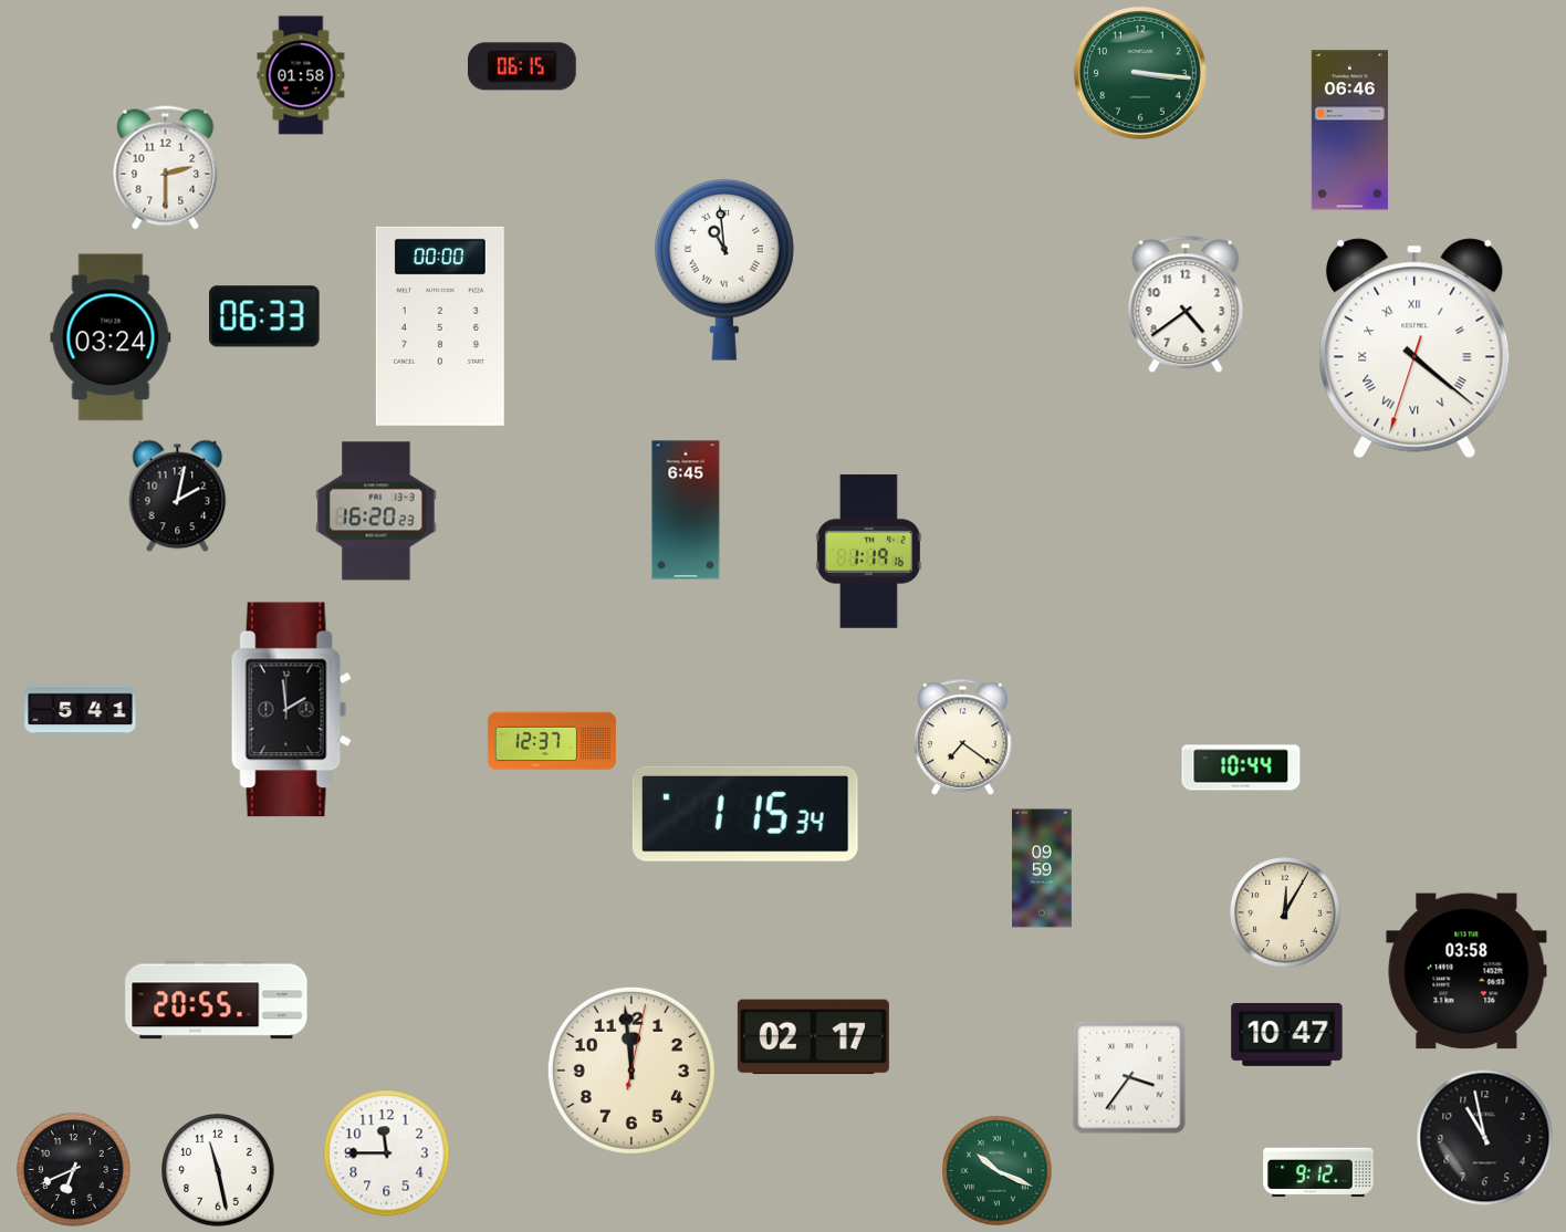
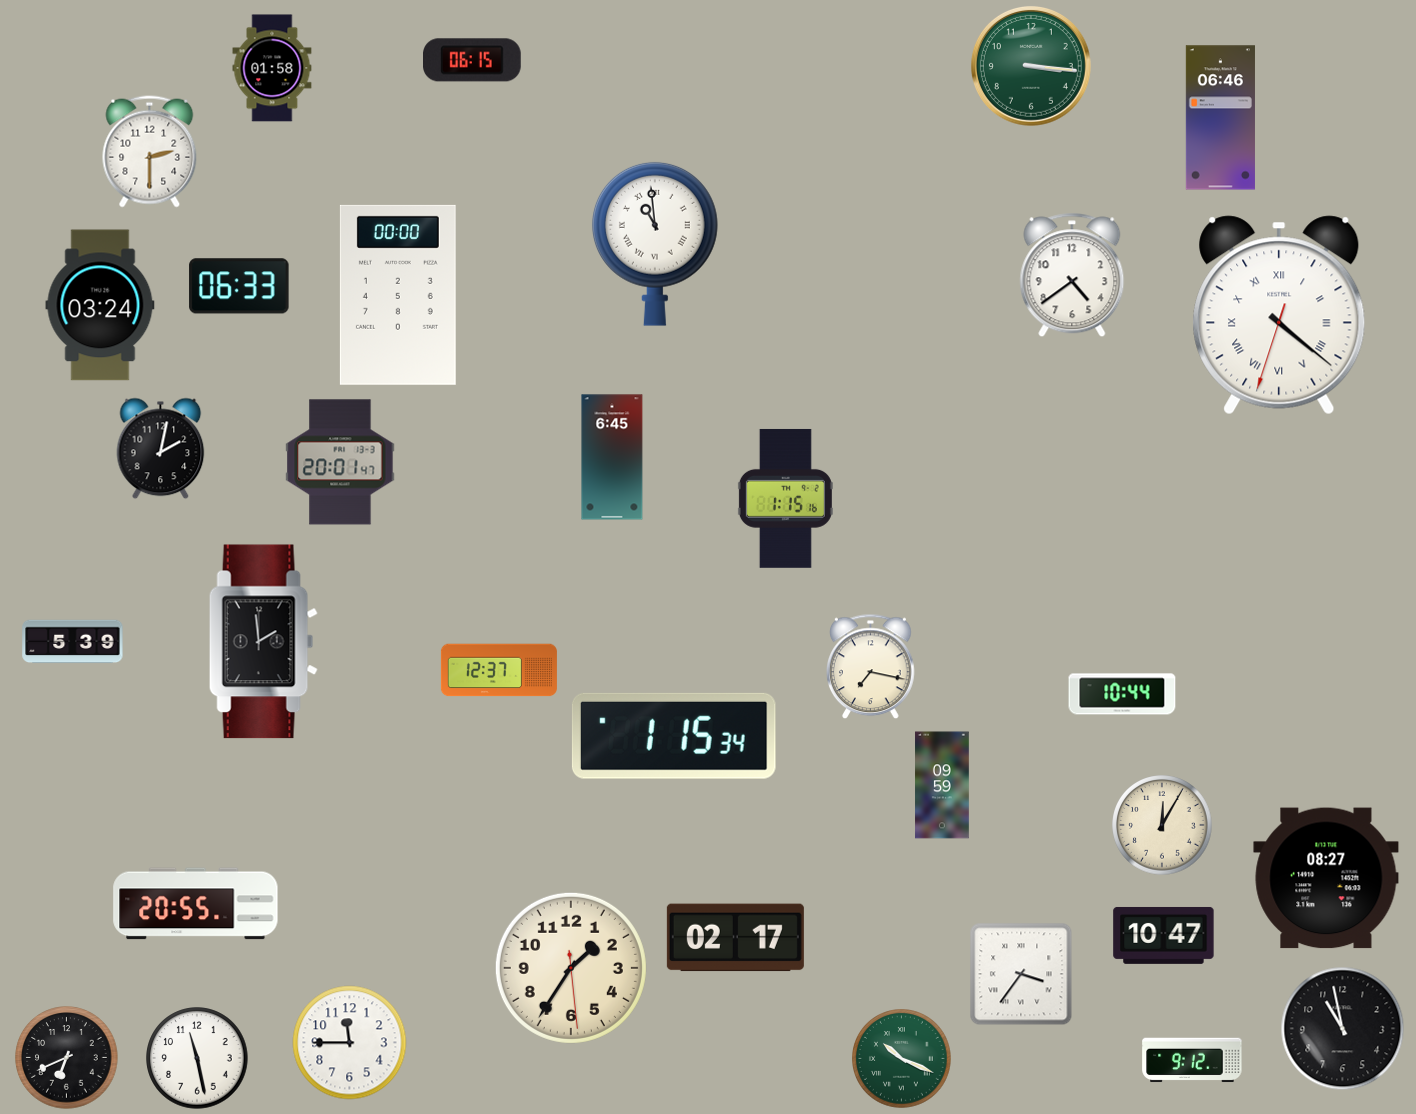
clock at (686, 510) position: (686, 510) -> (612, 457)
clock at (376, 511): 16:20 -> 20:01
clock at (868, 551): 1:19 -> 1:15
clock at (81, 710): 5:41 -> 5:39
clock at (963, 738): 7:21 -> 7:17
clock at (1466, 971): 03:58 -> 08:27
clock at (631, 1071): 11:59 -> 1:35
